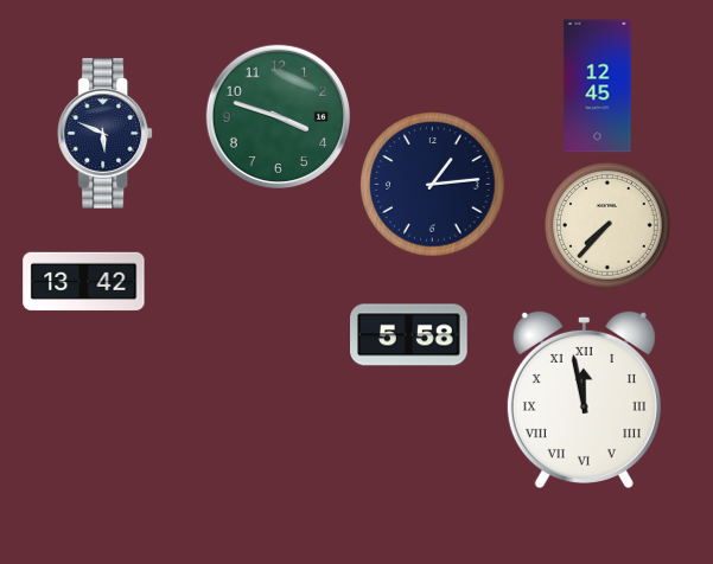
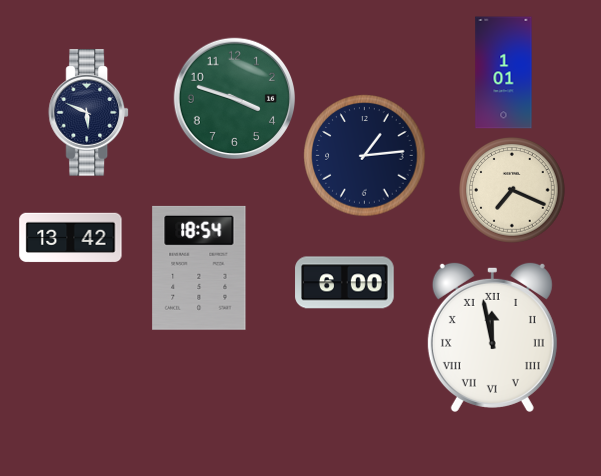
clock at (598, 86): 12:45 -> 1:01
clock at (609, 226): 7:37 -> 7:19
clock at (199, 268): none -> 18:54
clock at (409, 335): 5:58 -> 6:00
